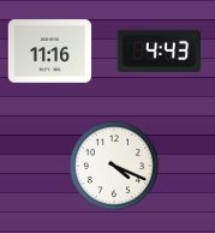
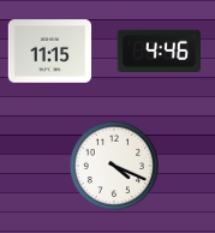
clock at (160, 50): 4:43 -> 4:46
clock at (50, 52): 11:16 -> 11:15
